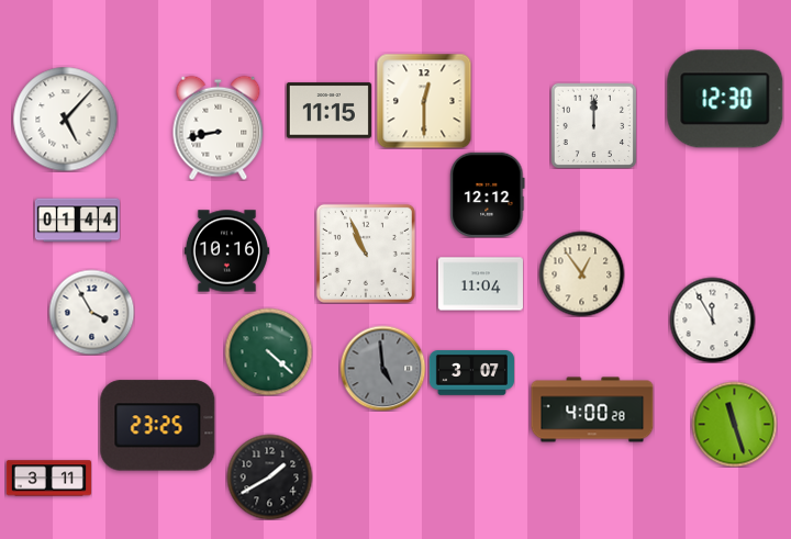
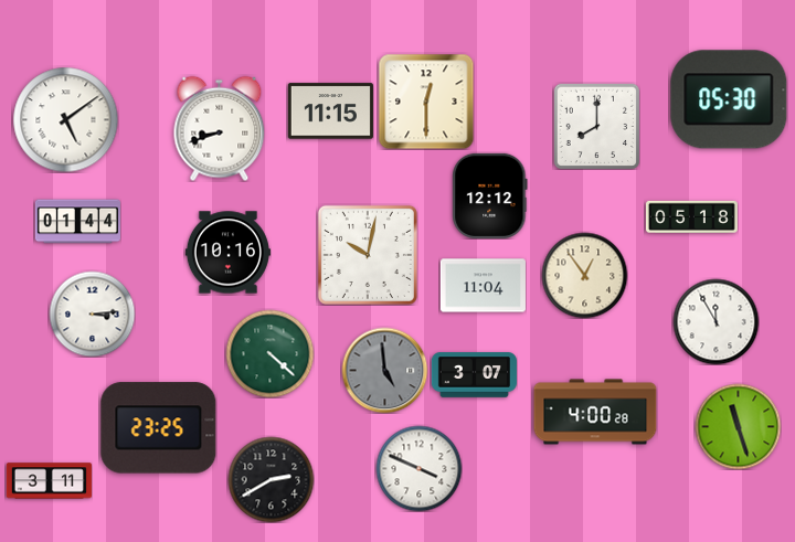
clock at (725, 99): 12:30 -> 05:30
clock at (65, 119): 5:07 -> 5:09
clock at (593, 125): 12:00 -> 8:00
clock at (219, 127): 8:43 -> 8:42
clock at (692, 216): none -> 05:18
clock at (366, 254): 10:56 -> 10:02
clock at (91, 312): 3:55 -> 3:14
clock at (418, 468): none -> 3:49
clock at (269, 476): 1:40 -> 2:40
